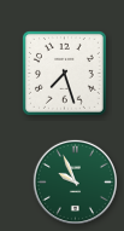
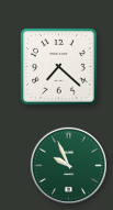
clock at (65, 74): 7:27 -> 7:22
